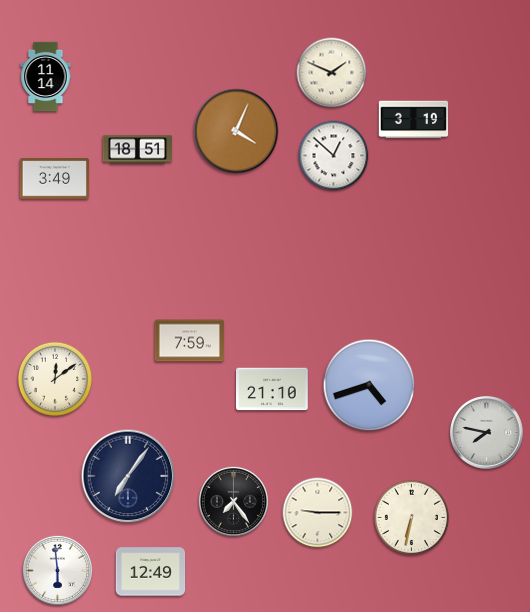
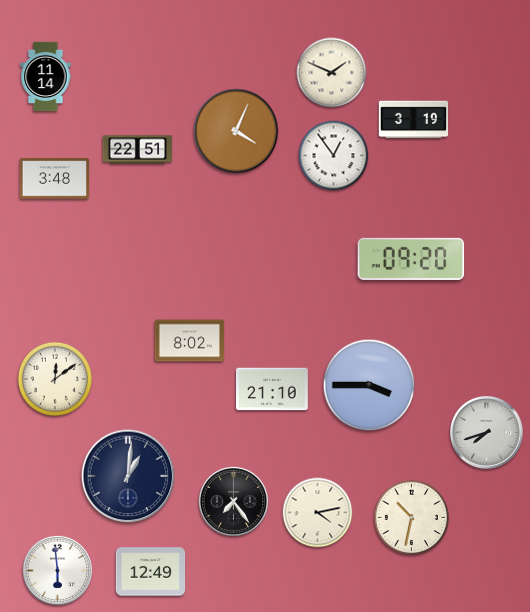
clock at (138, 150): 18:51 -> 22:51
clock at (334, 156): 12:52 -> 12:54
clock at (55, 179): 3:49 -> 3:48
clock at (411, 259): none -> 09:20
clock at (190, 341): 7:59 -> 8:02
clock at (369, 385): 4:42 -> 3:45
clock at (487, 433): 7:47 -> 7:42
clock at (128, 476): 7:06 -> 1:01
clock at (318, 513): 9:15 -> 4:13
clock at (411, 517): 6:32 -> 10:32
